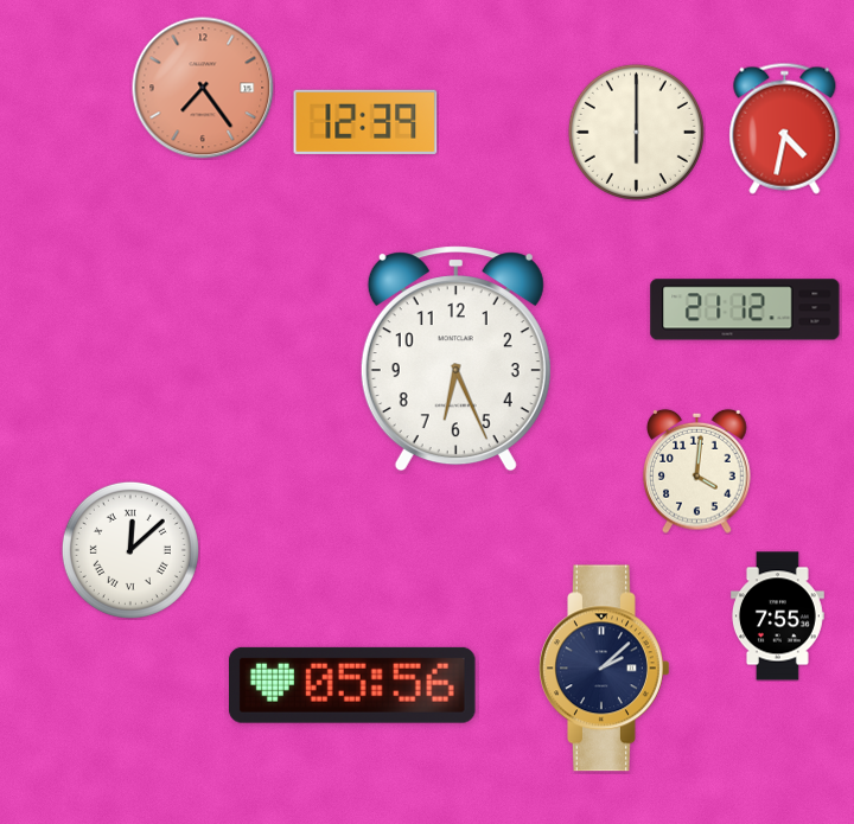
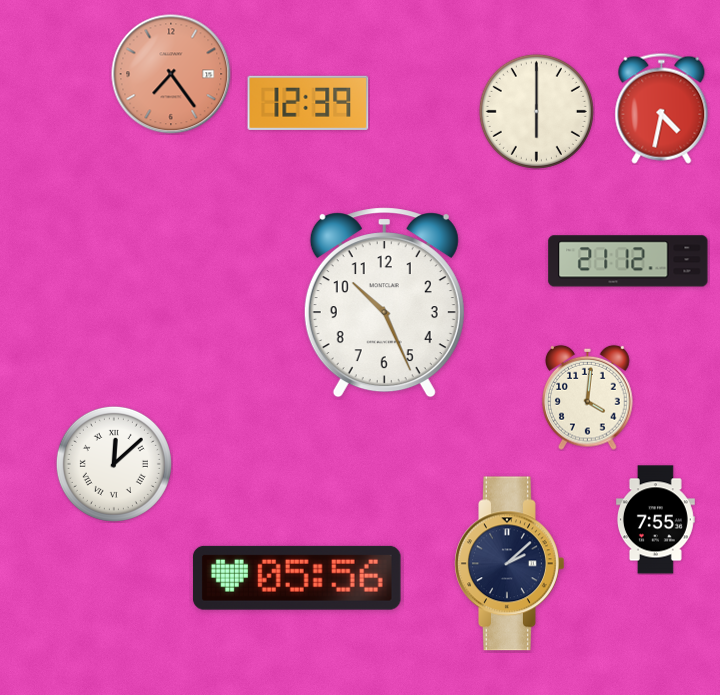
clock at (455, 359): 6:26 -> 10:26
clock at (130, 550) position: (130, 550) -> (114, 464)
